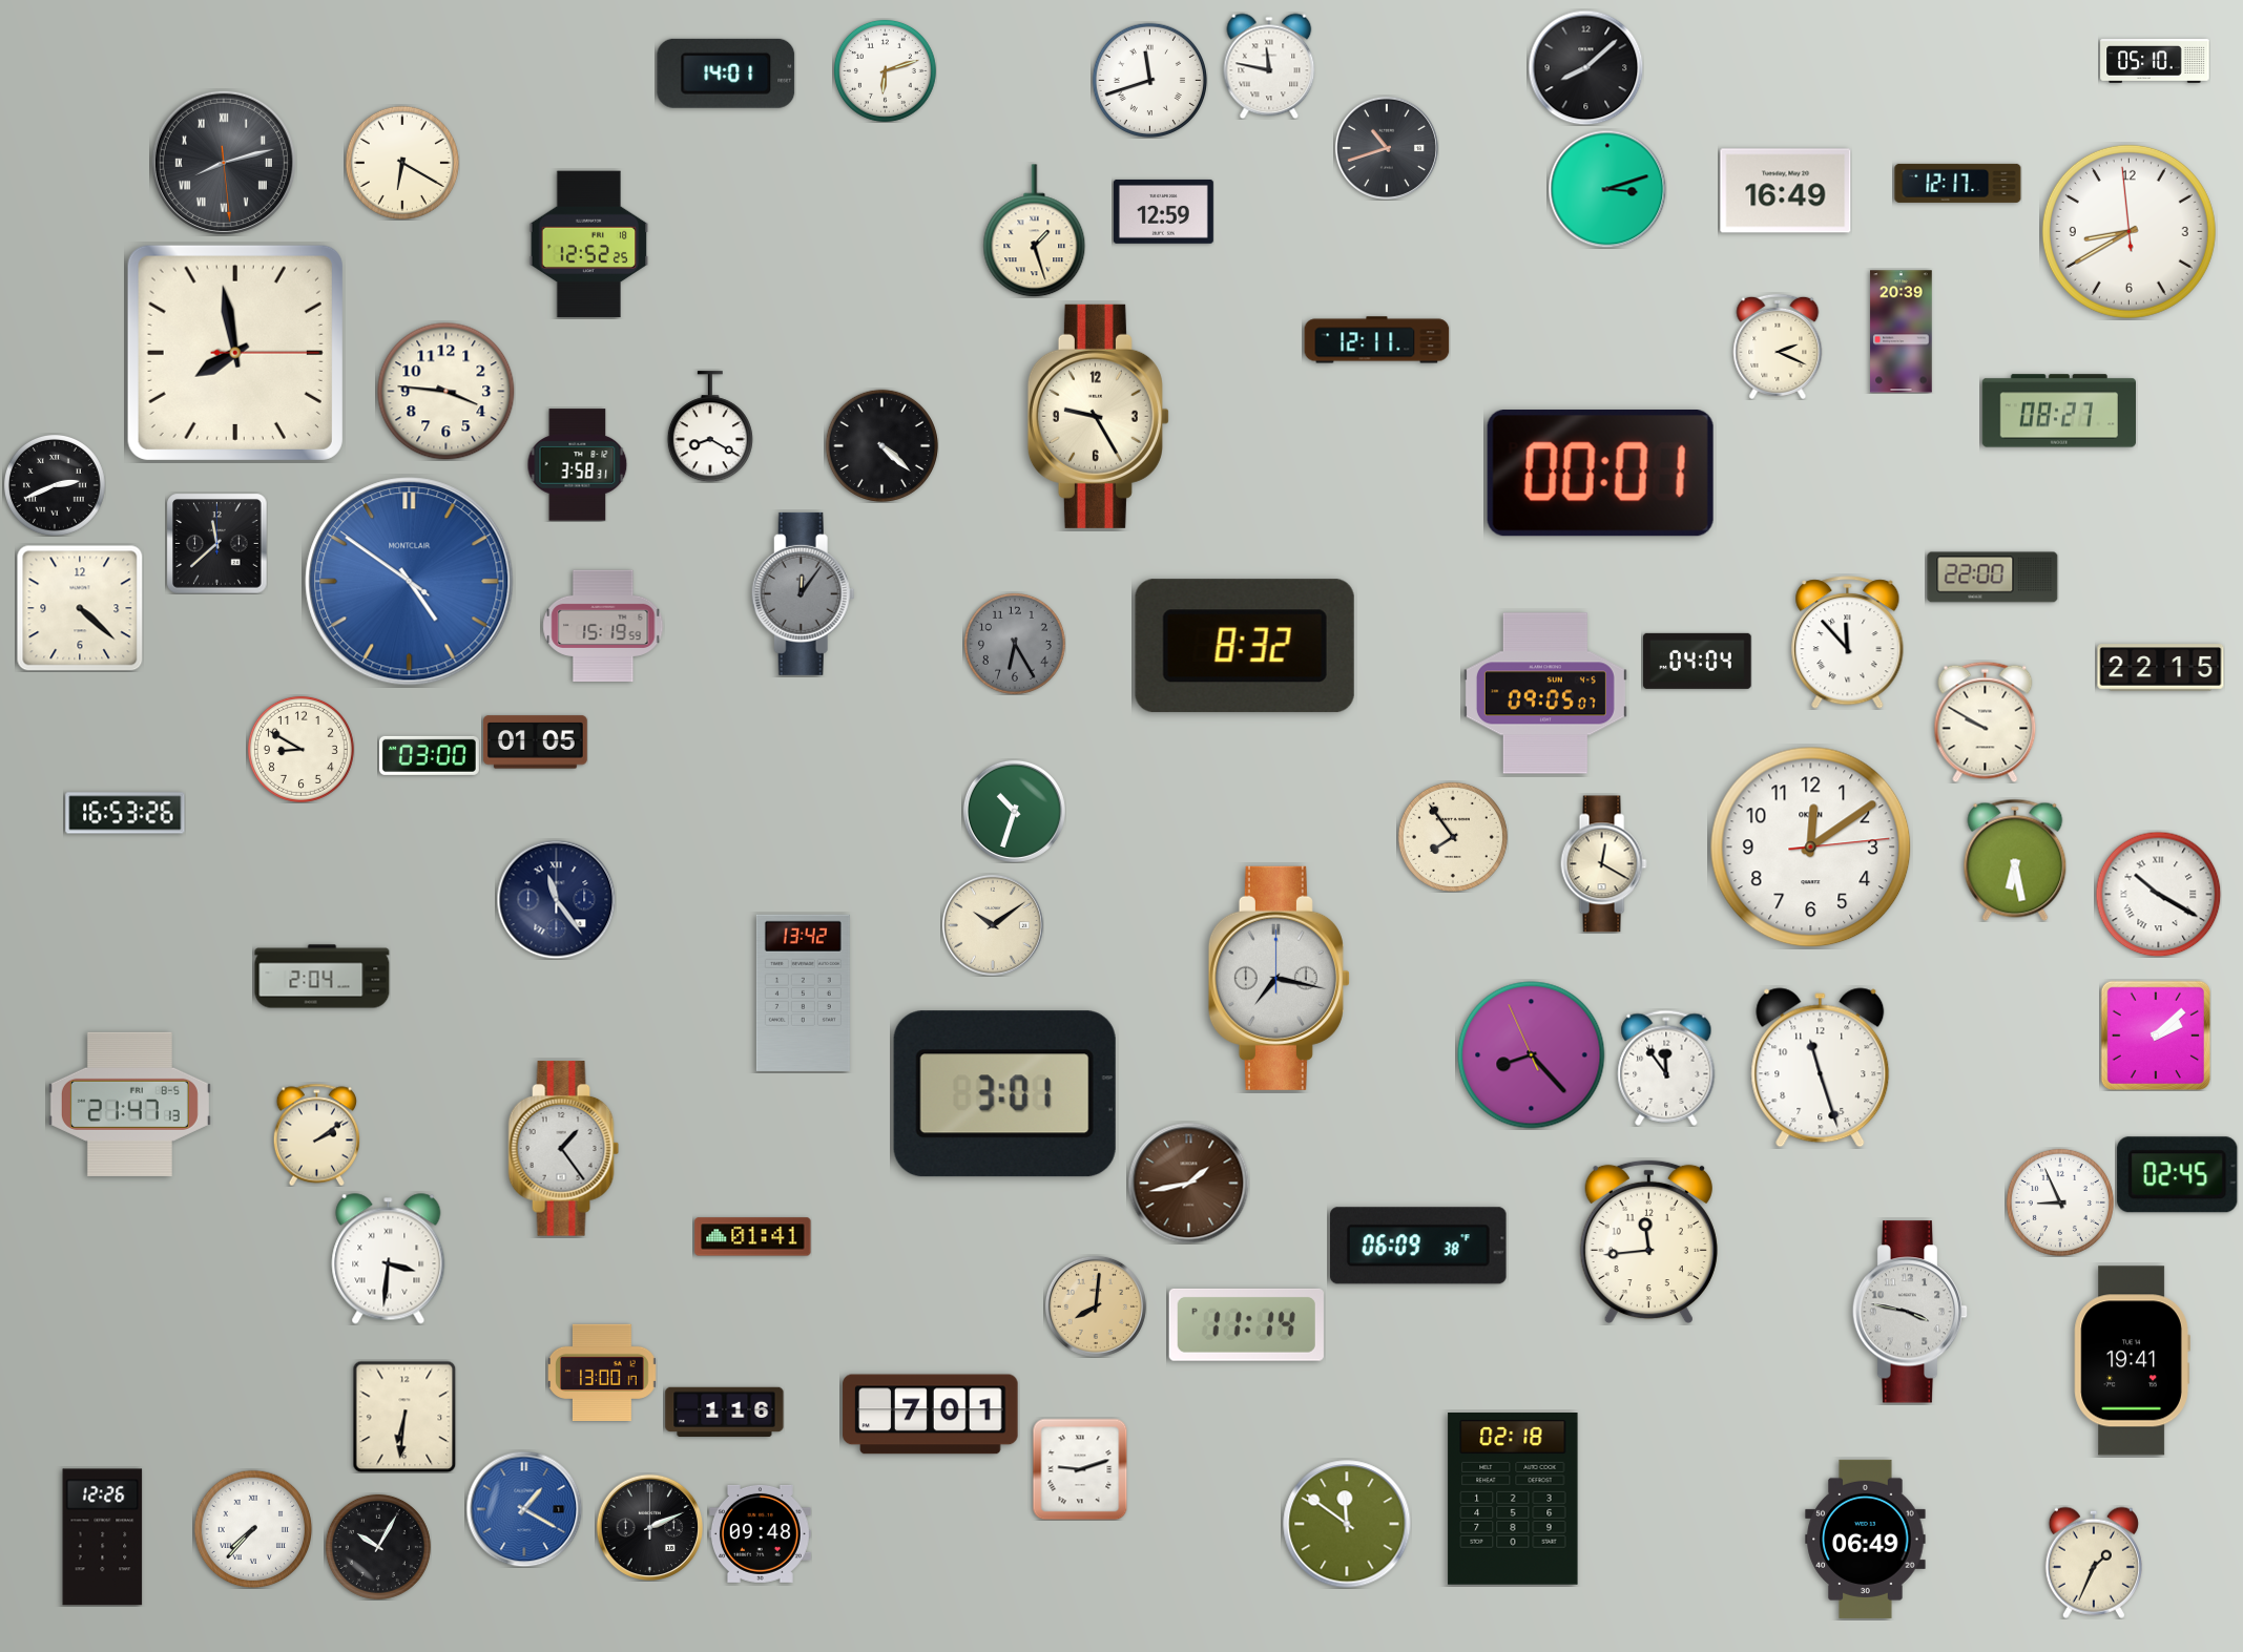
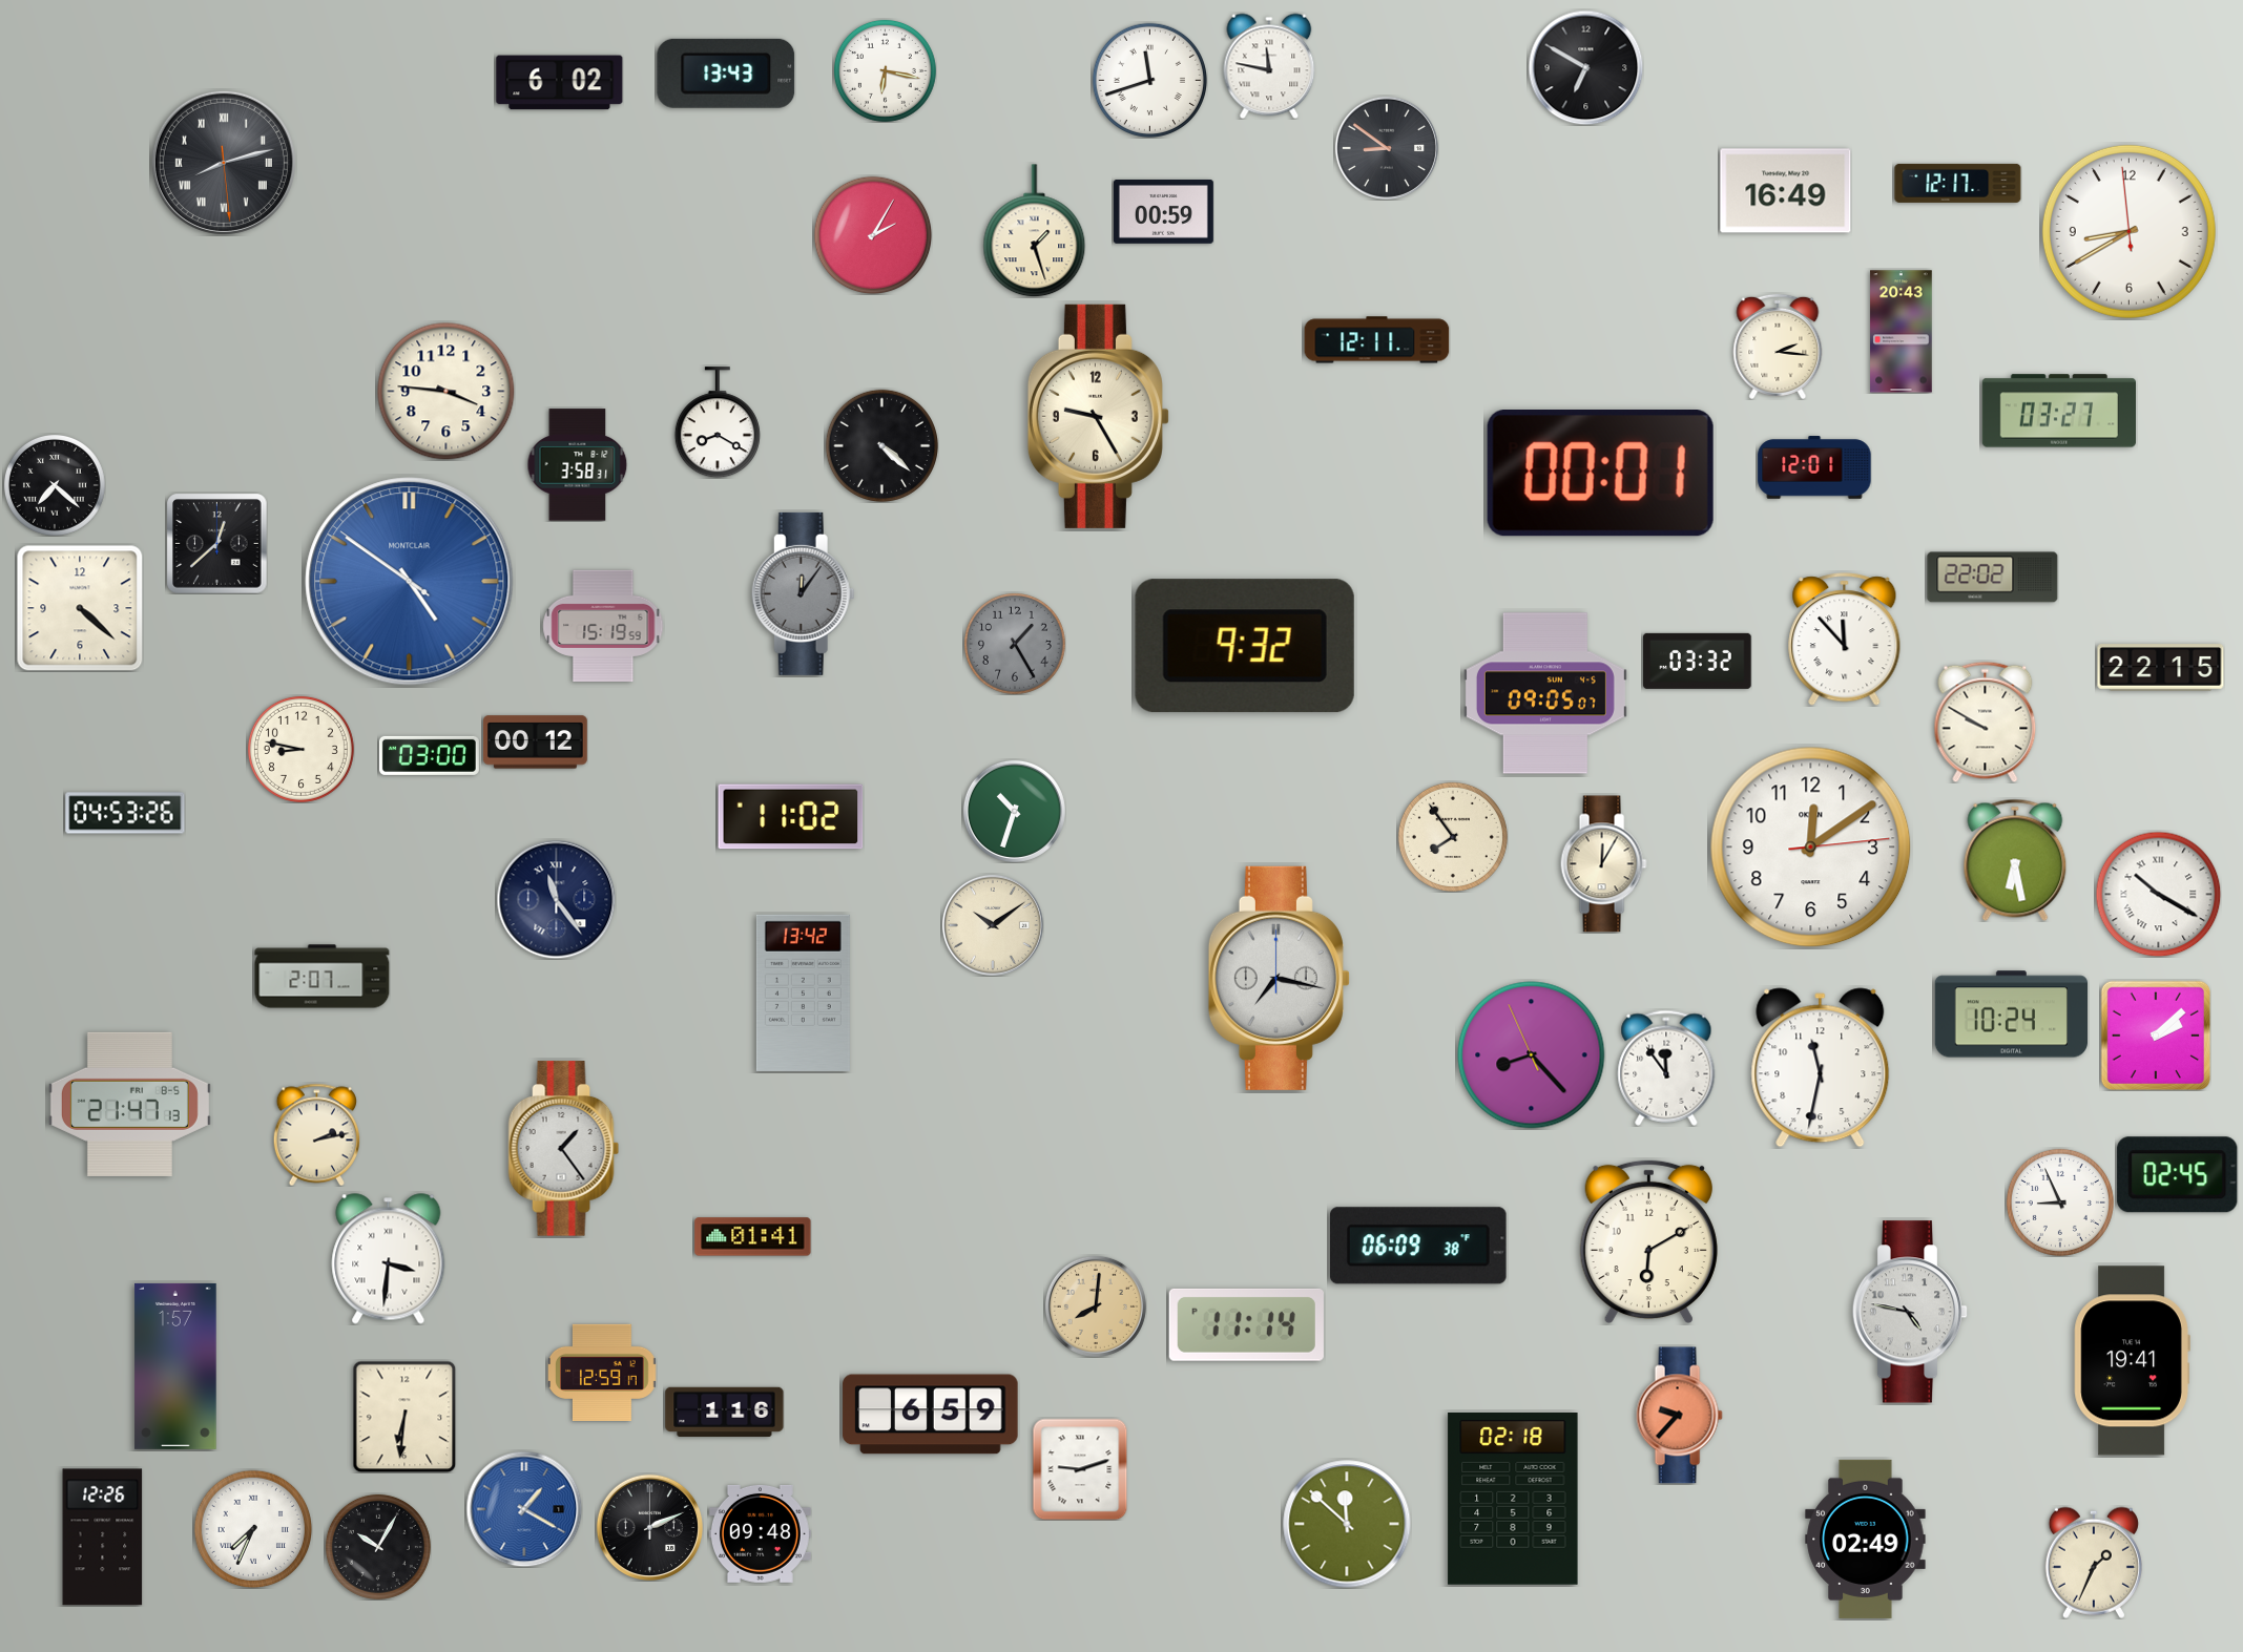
clock at (2155, 62): 05:10 -> none
clock at (1585, 67): 8:08 -> 6:50
clock at (885, 70): 6:12 -> 6:17
clock at (726, 74): 14:01 -> 13:43
clock at (560, 83): none -> 6:02
clock at (1387, 148): 10:42 -> 8:51
clock at (402, 163): 6:20 -> none
clock at (1607, 189): 3:12 -> none
clock at (1163, 211): 12:59 -> 00:59
clock at (873, 235): none -> 2:05
clock at (589, 245): 12:52 -> none
clock at (1902, 332): 20:39 -> 20:43
clock at (1778, 347): 2:19 -> 2:16
clock at (235, 353): 7:58 -> none
clock at (2058, 411): 08:27 -> 03:27
clock at (710, 426) position: (710, 426) -> (718, 422)
clock at (1814, 467): none -> 12:01
clock at (55, 485): 2:41 -> 7:22
clock at (216, 543): 11:38 -> 12:38
clock at (1993, 578): 22:00 -> 22:02
clock at (1848, 643) position: (1848, 643) -> (1845, 640)
clock at (1015, 644): 6:25 -> 1:25
clock at (1245, 646): 8:32 -> 9:32
clock at (1698, 661): 04:04 -> 03:32
clock at (536, 743): 01:05 -> 00:12
clock at (300, 749): 8:50 -> 8:47
clock at (125, 813): 16:53 -> 04:53
clock at (791, 817): none -> 11:02
clock at (1603, 864): 12:20 -> 12:05
clock at (323, 977): 2:04 -> 2:07
clock at (2012, 1015): none -> 10:24
clock at (1821, 1068): 11:27 -> 11:32
clock at (1004, 1094): 3:01 -> none
clock at (316, 1134): 2:09 -> 2:13
clock at (1188, 1183): 1:43 -> none
clock at (1648, 1242): 11:44 -> 6:10
clock at (1910, 1312): 3:47 -> 4:47
clock at (175, 1366): none -> 1:57
clock at (602, 1372): 13:00 -> 12:59
clock at (931, 1415): 7:01 -> 6:59
clock at (1679, 1416): none -> 9:37
clock at (1347, 1524): 11:51 -> 11:52
clock at (253, 1529): 7:37 -> 7:34
clock at (1866, 1539): 06:49 -> 02:49
